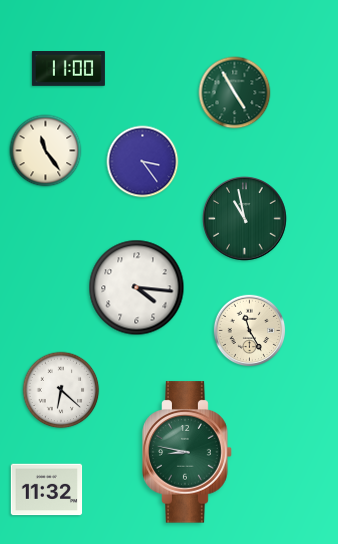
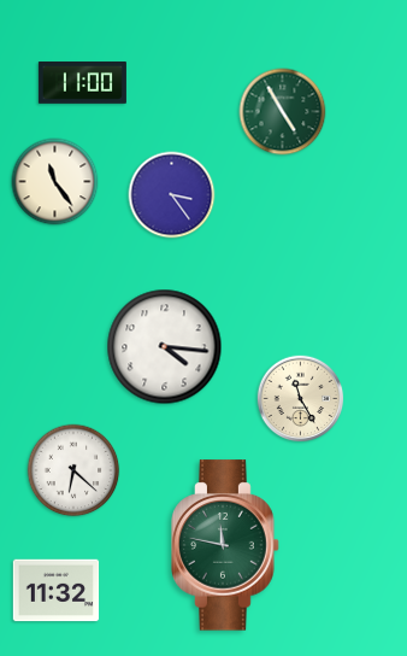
clock at (245, 219): 10:58 -> none
clock at (187, 452): 8:47 -> 11:47
